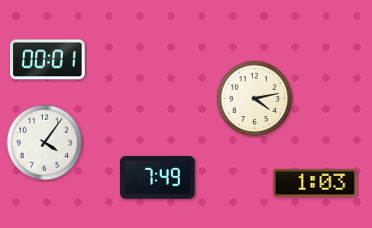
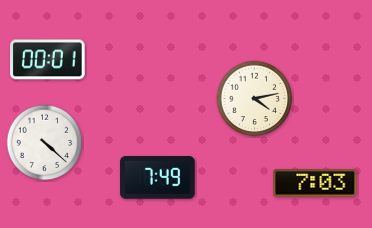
clock at (45, 143): 4:06 -> 4:22
clock at (315, 183): 1:03 -> 7:03
